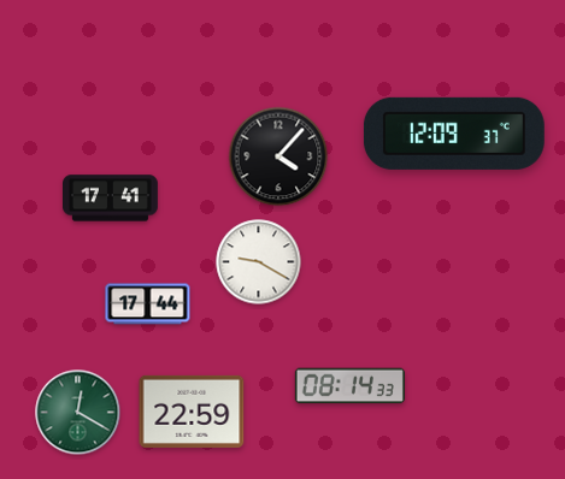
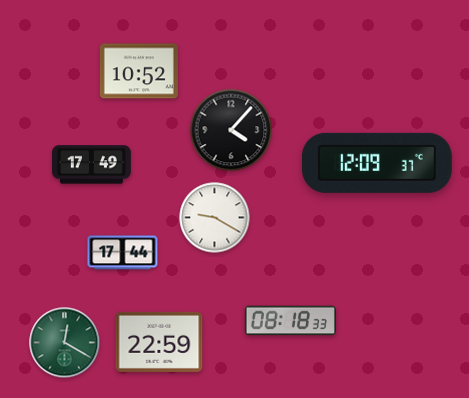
clock at (139, 71): none -> 10:52
clock at (454, 134) position: (454, 134) -> (377, 163)
clock at (111, 199): 17:41 -> 17:49
clock at (349, 386): 08:14 -> 08:18
